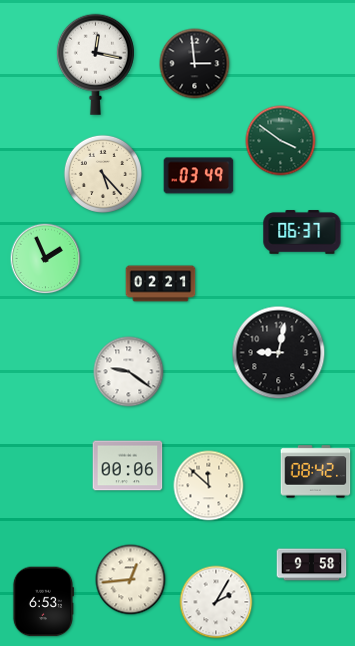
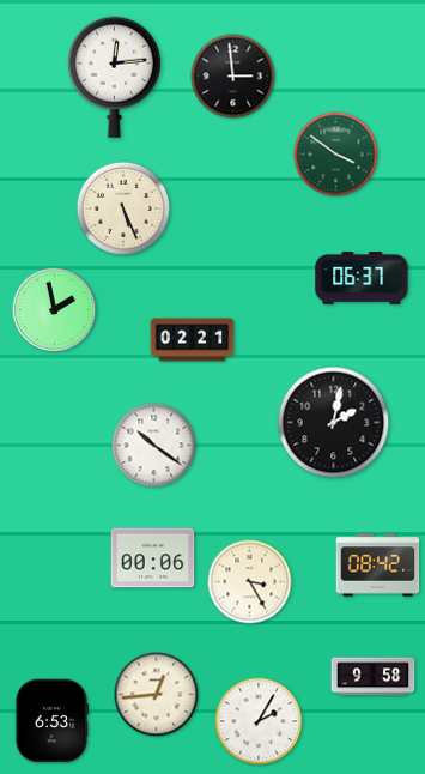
clock at (95, 64): 12:17 -> 12:14
clock at (281, 141) position: (281, 141) -> (336, 155)
clock at (103, 174): 5:23 -> 5:26
clock at (199, 176): 03:49 -> none
clock at (46, 259): 1:56 -> 1:58
clock at (279, 353): 9:02 -> 2:02
clock at (129, 372): 9:21 -> 10:21
clock at (209, 486): 11:52 -> 3:25
